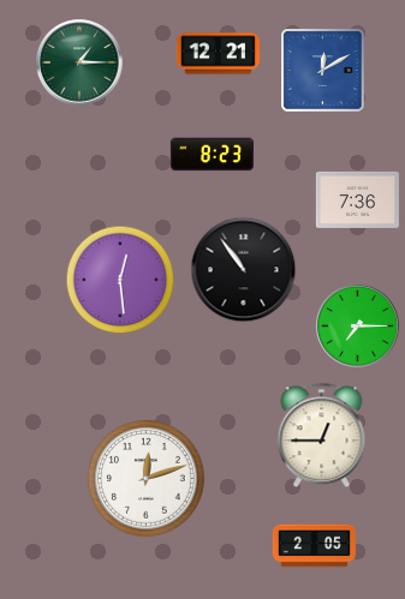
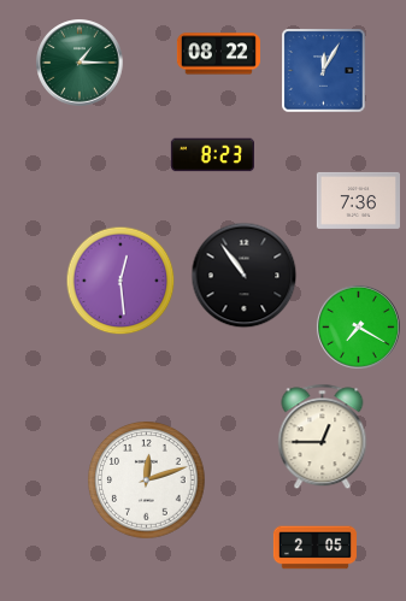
clock at (218, 54): 12:21 -> 08:22
clock at (323, 71): 12:10 -> 12:05
clock at (244, 270) position: (244, 270) -> (245, 276)
clock at (357, 325): 7:15 -> 7:20
